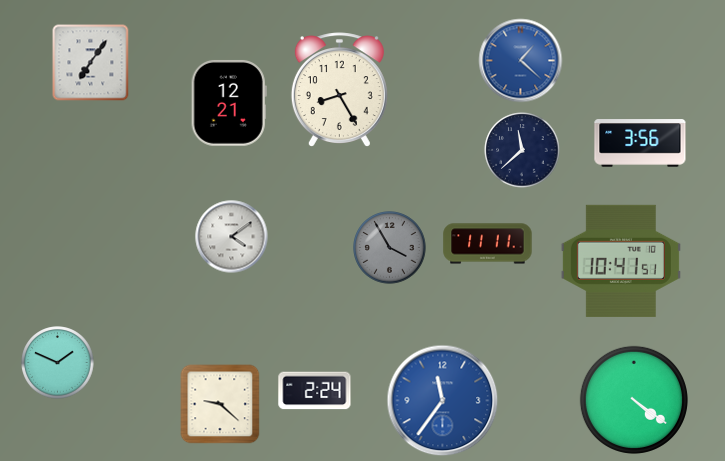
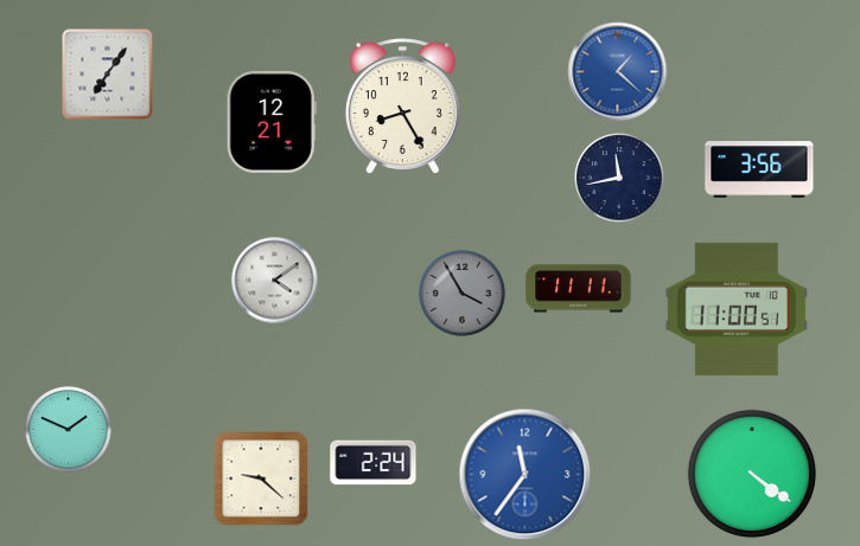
clock at (522, 150): 11:38 -> 11:43
clock at (621, 261): 10:41 -> 11:00
